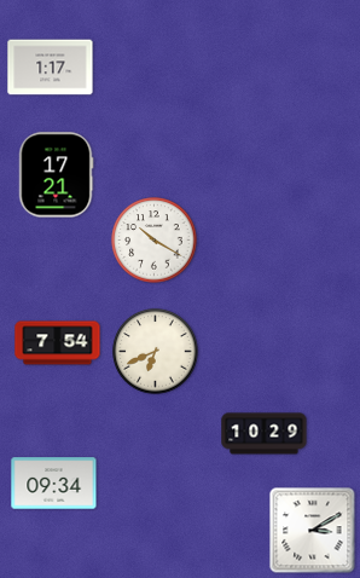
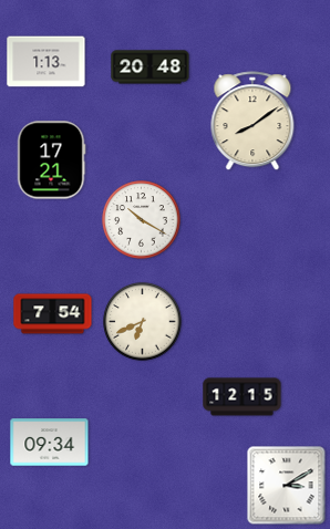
clock at (51, 68): 1:17 -> 1:13
clock at (151, 68): none -> 20:48
clock at (252, 122): none -> 8:09
clock at (265, 434): 10:29 -> 12:15
